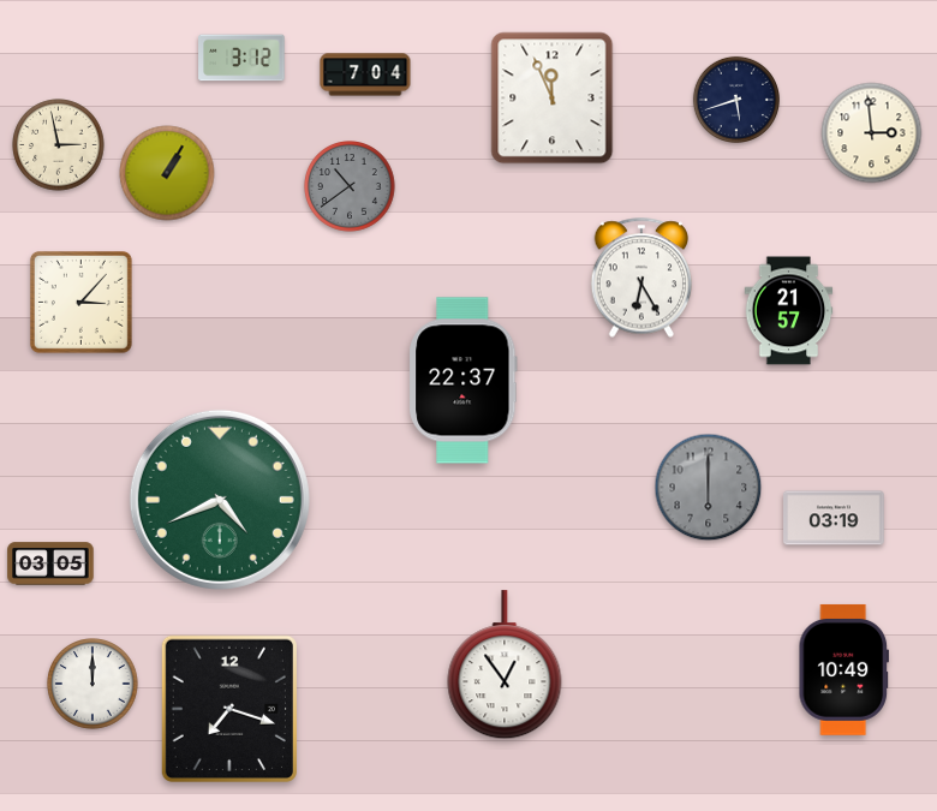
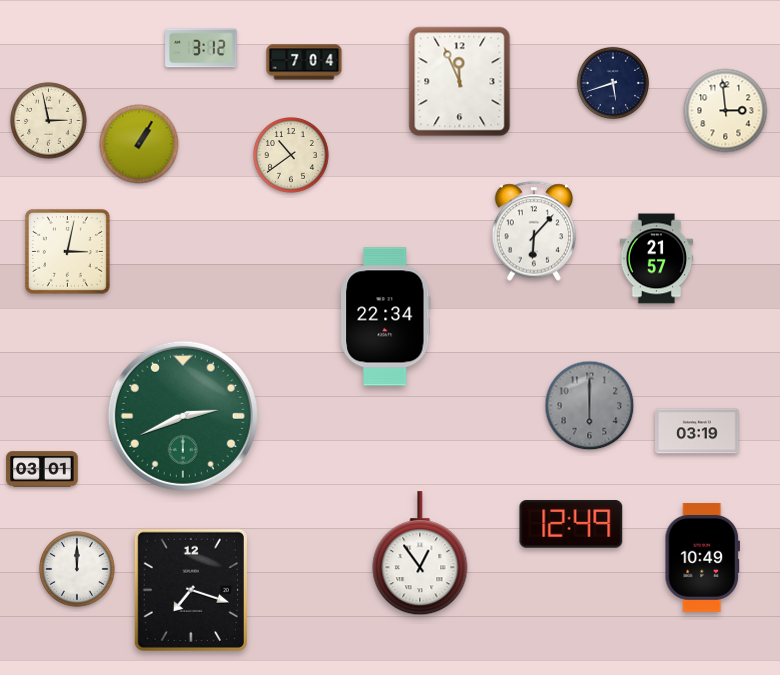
clock at (350, 186) dial: grey -> cream
clock at (641, 278): 6:25 -> 6:07
clock at (80, 302): 3:07 -> 3:02
clock at (464, 381): 22:37 -> 22:34
clock at (220, 500): 4:41 -> 2:41
clock at (834, 518) position: (834, 518) -> (697, 431)
clock at (50, 563): 03:05 -> 03:01
clock at (571, 524): none -> 12:49
